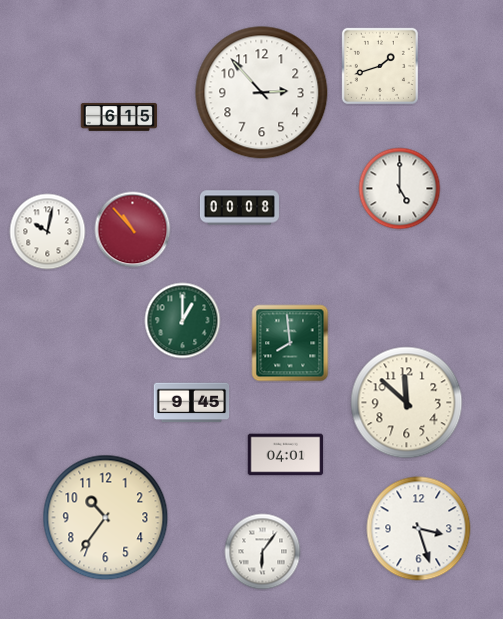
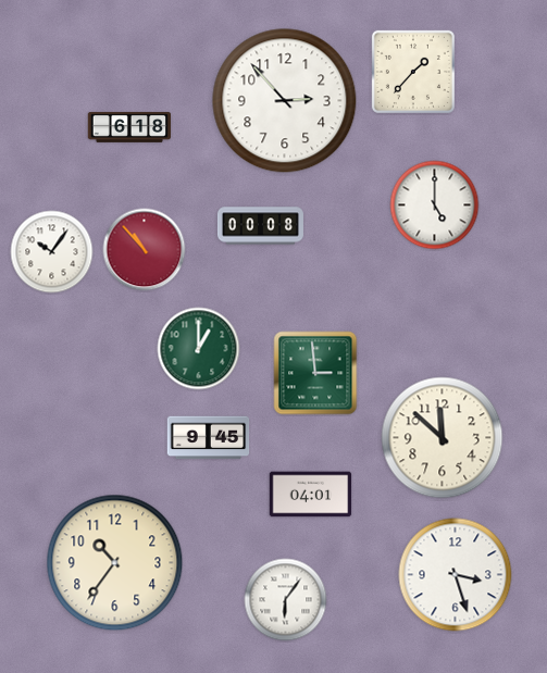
clock at (380, 66): 1:42 -> 1:37
clock at (119, 117): 6:15 -> 6:18
clock at (48, 232): 10:02 -> 10:06
clock at (290, 343): 7:59 -> 2:59
